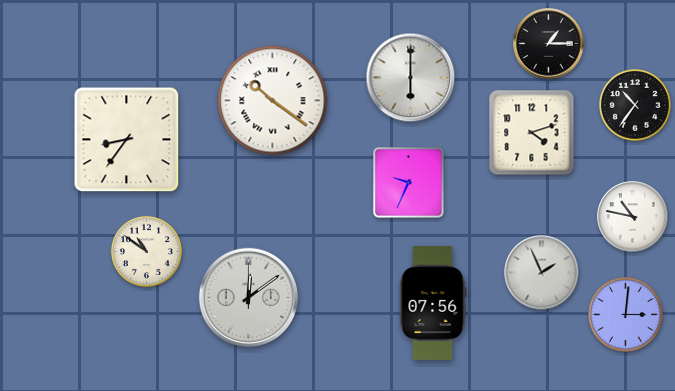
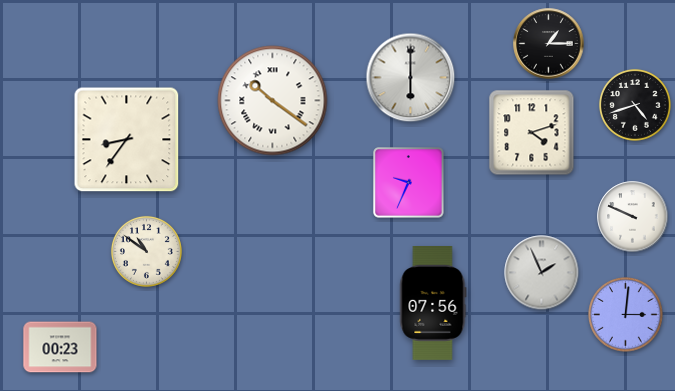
clock at (635, 105): 10:36 -> 4:42
clock at (633, 217): 10:47 -> 9:49
clock at (248, 297): 12:09 -> none
clock at (60, 347): none -> 00:23
